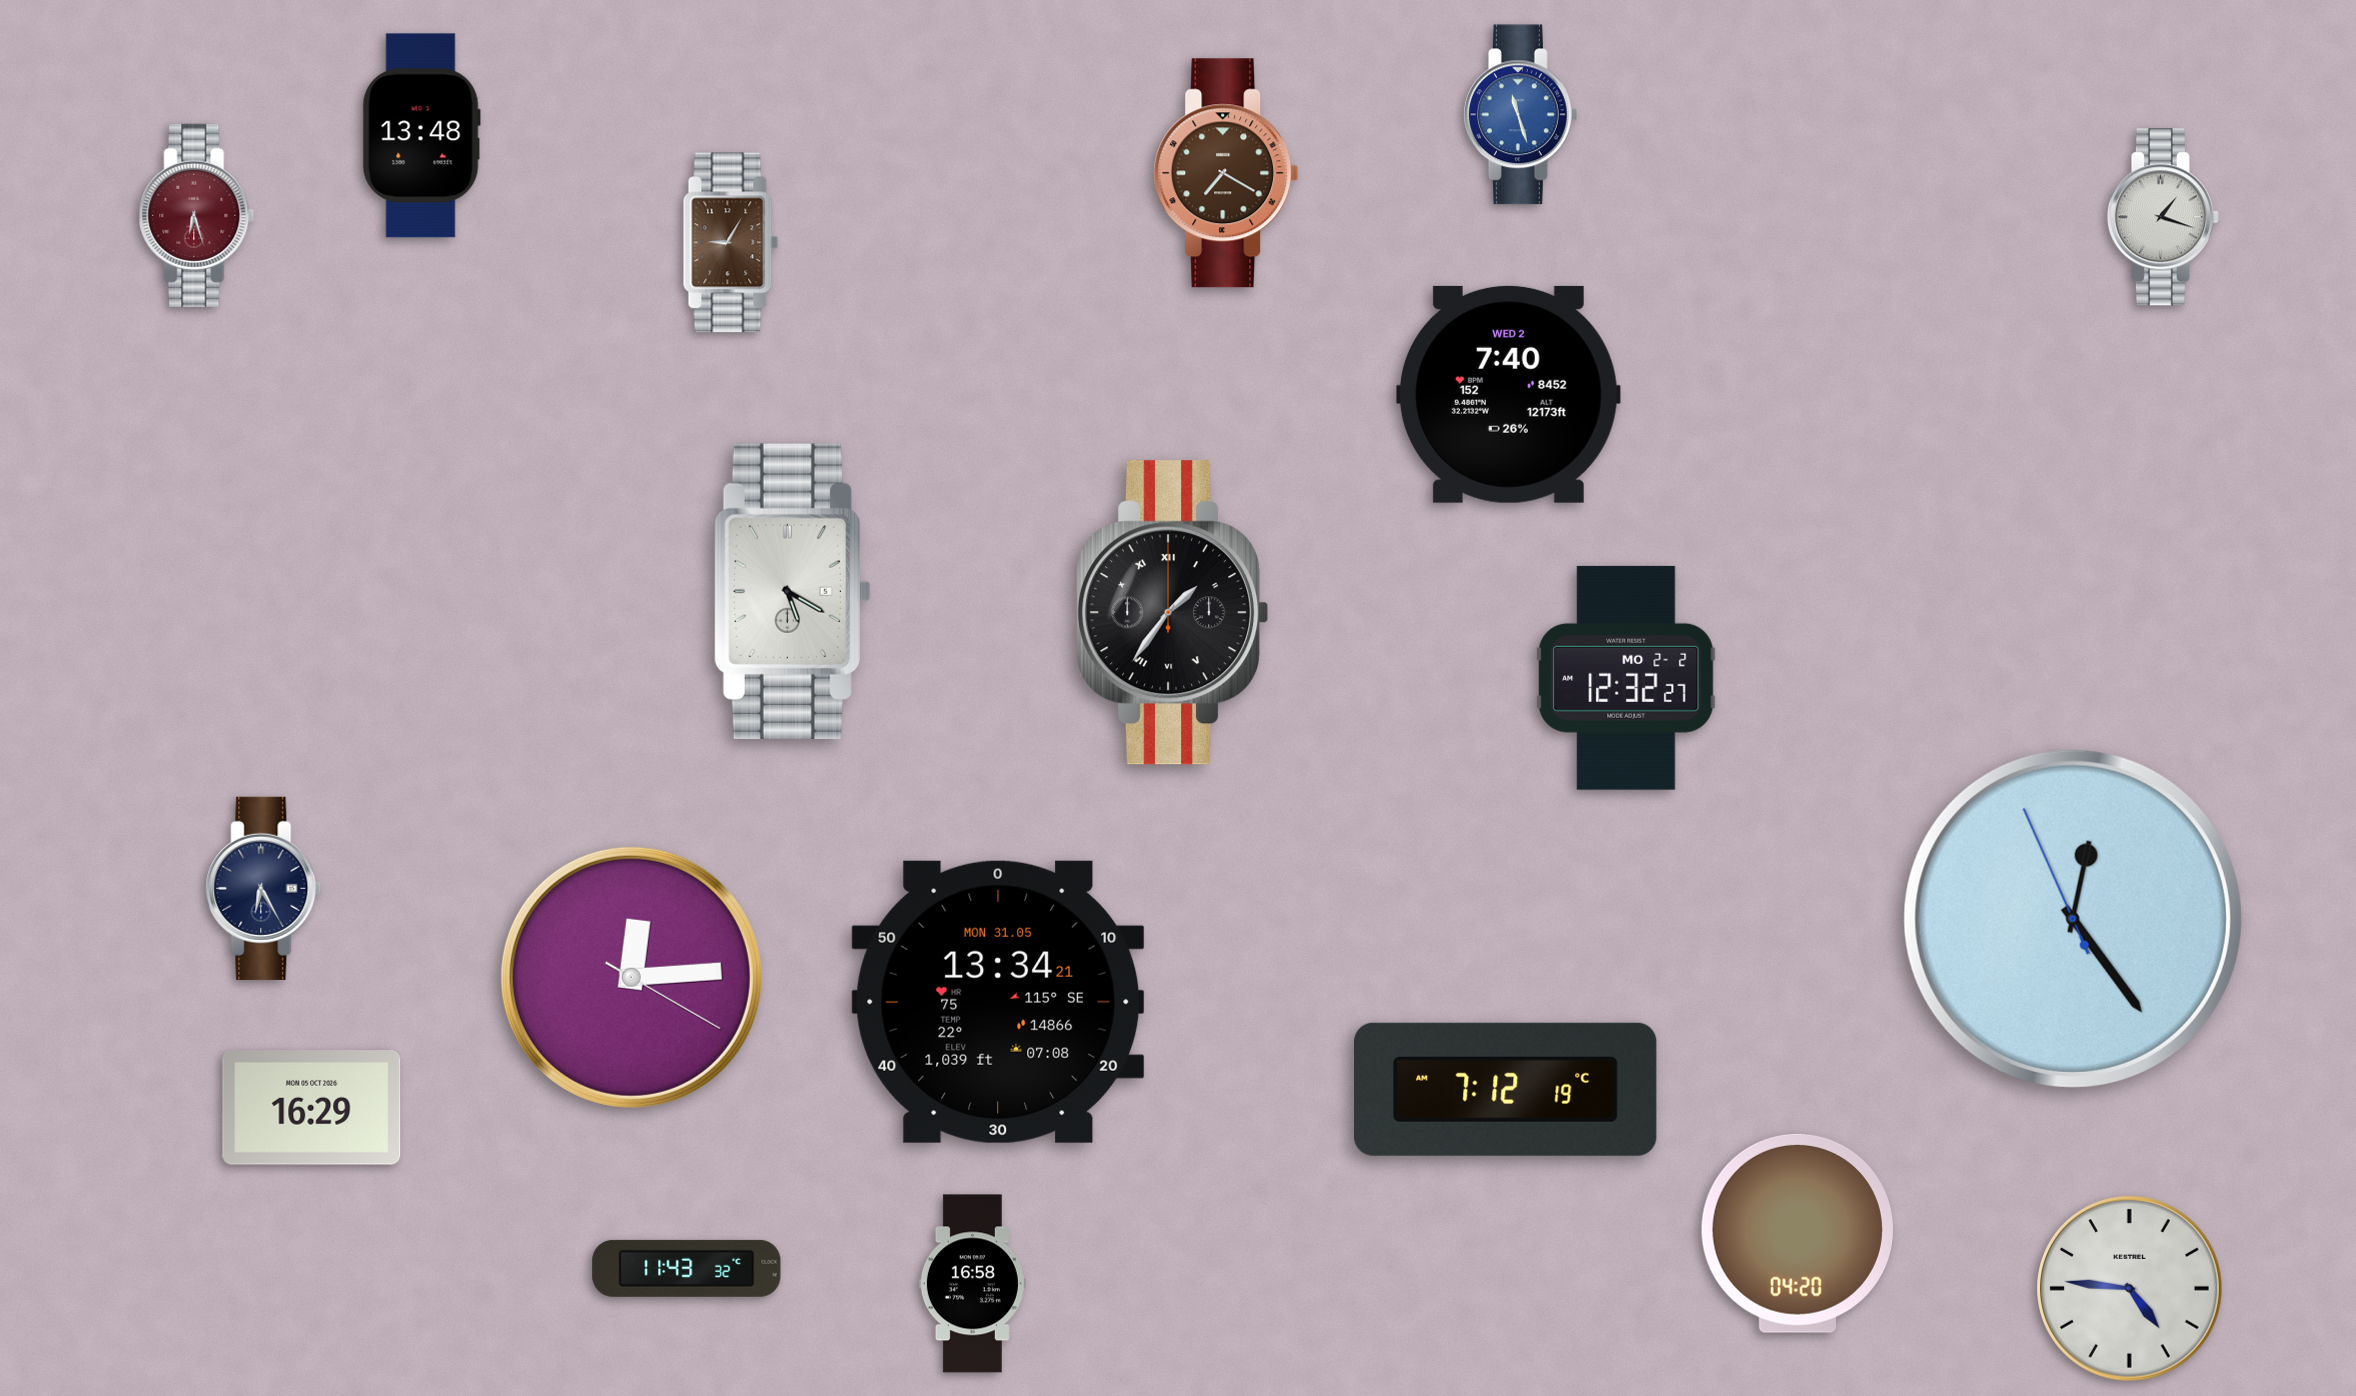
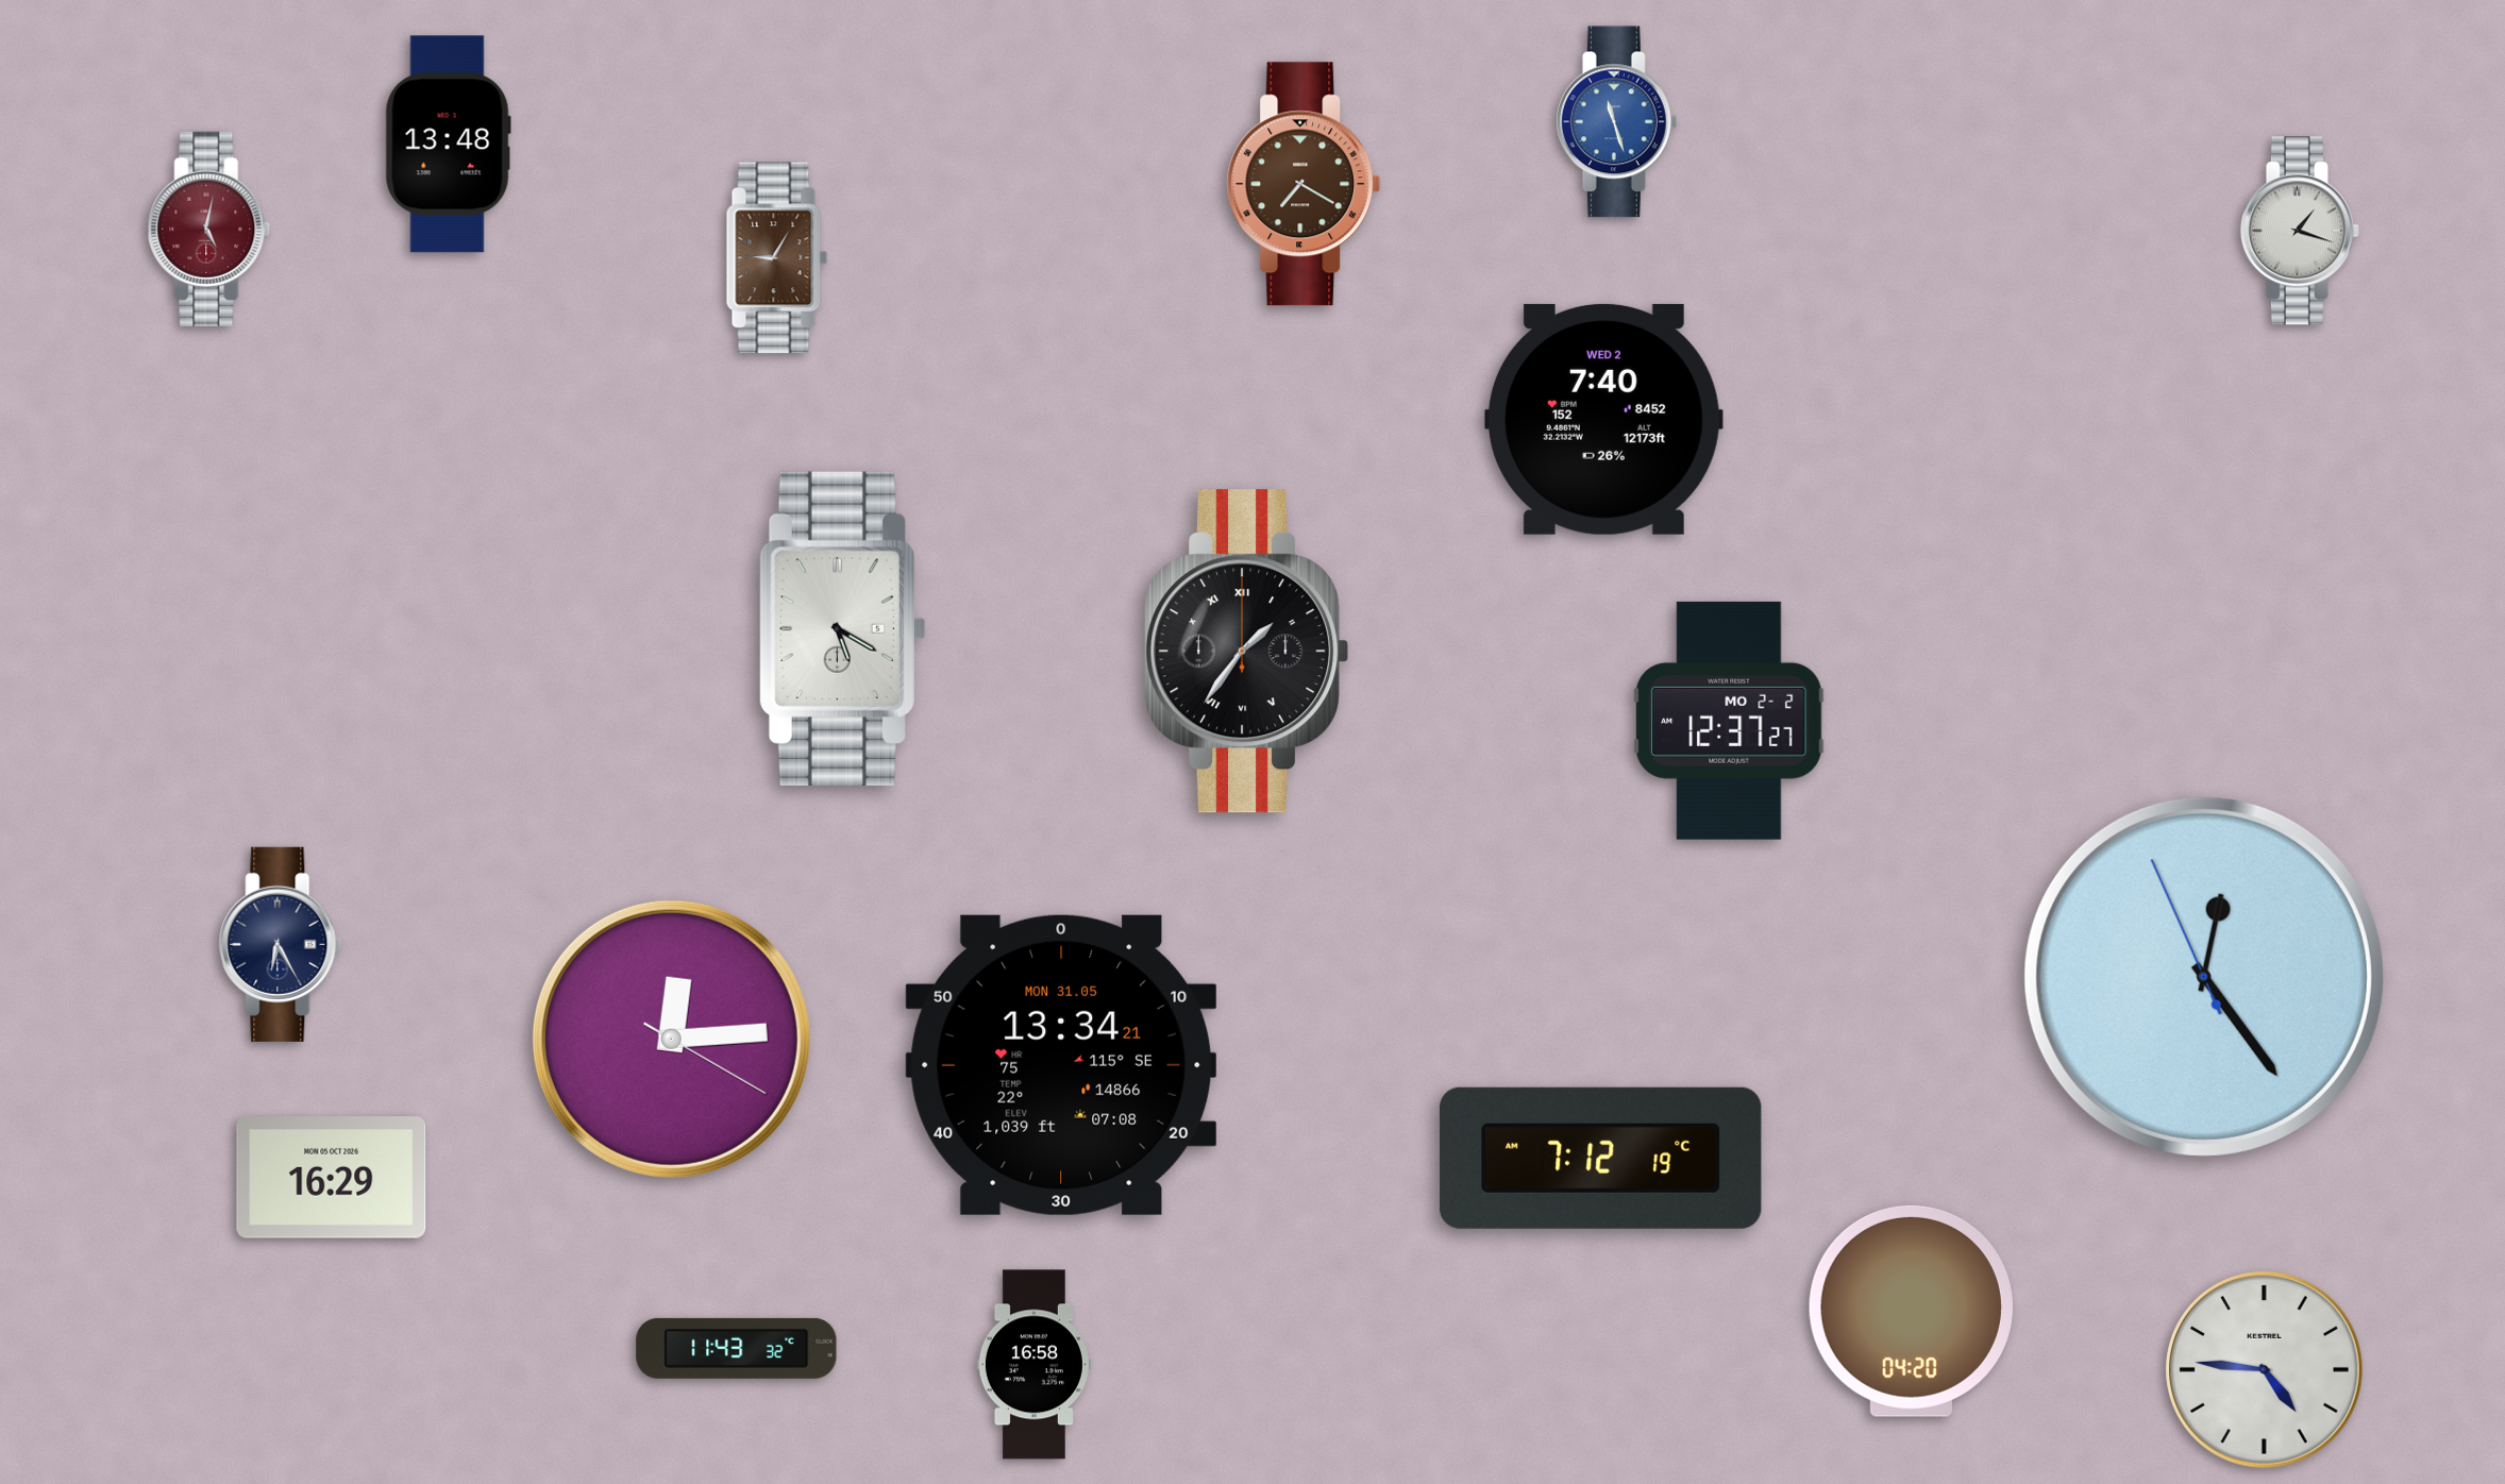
clock at (197, 215): 6:27 -> 5:02
clock at (1626, 678): 12:32 -> 12:37
clock at (687, 1268) position: (687, 1268) -> (737, 1348)
